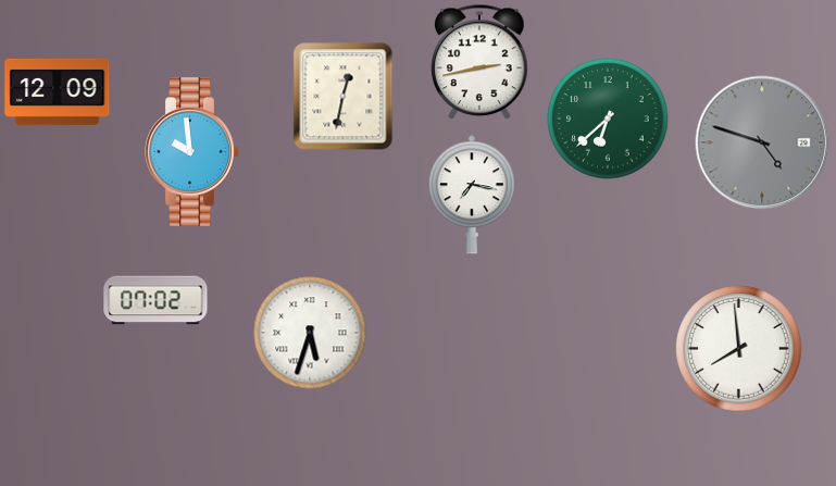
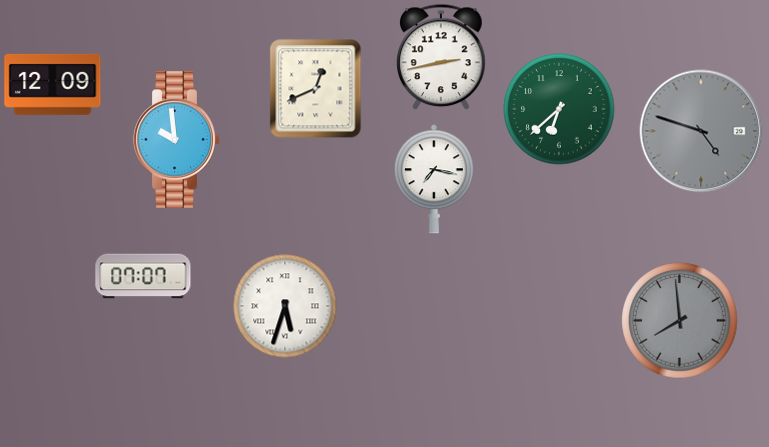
clock at (344, 97): 12:32 -> 12:41
clock at (155, 300): 07:02 -> 07:07
clock at (739, 349) dial: white -> grey
